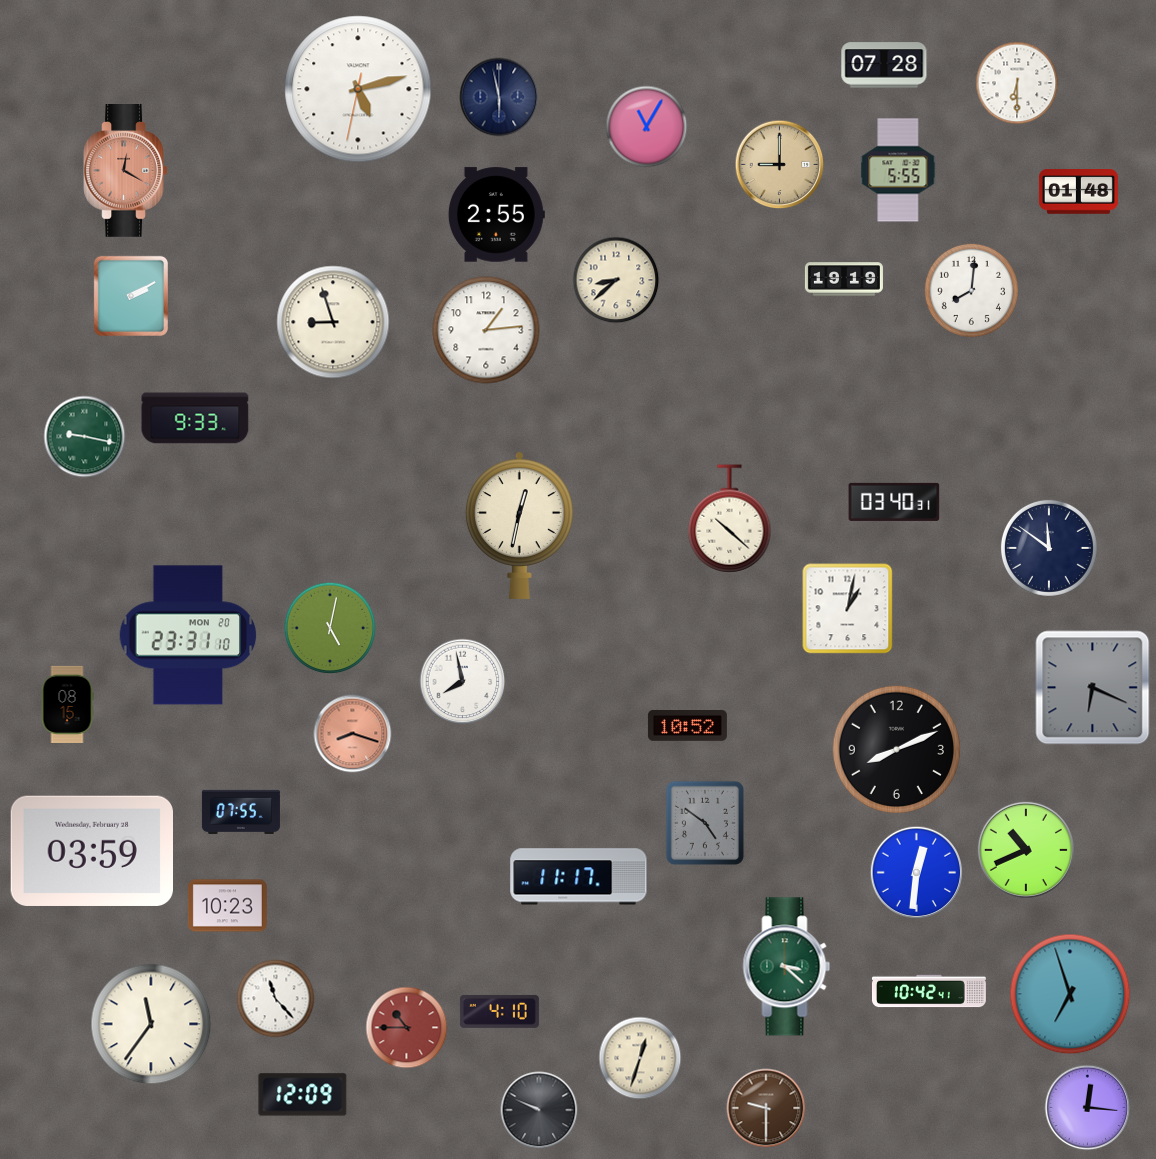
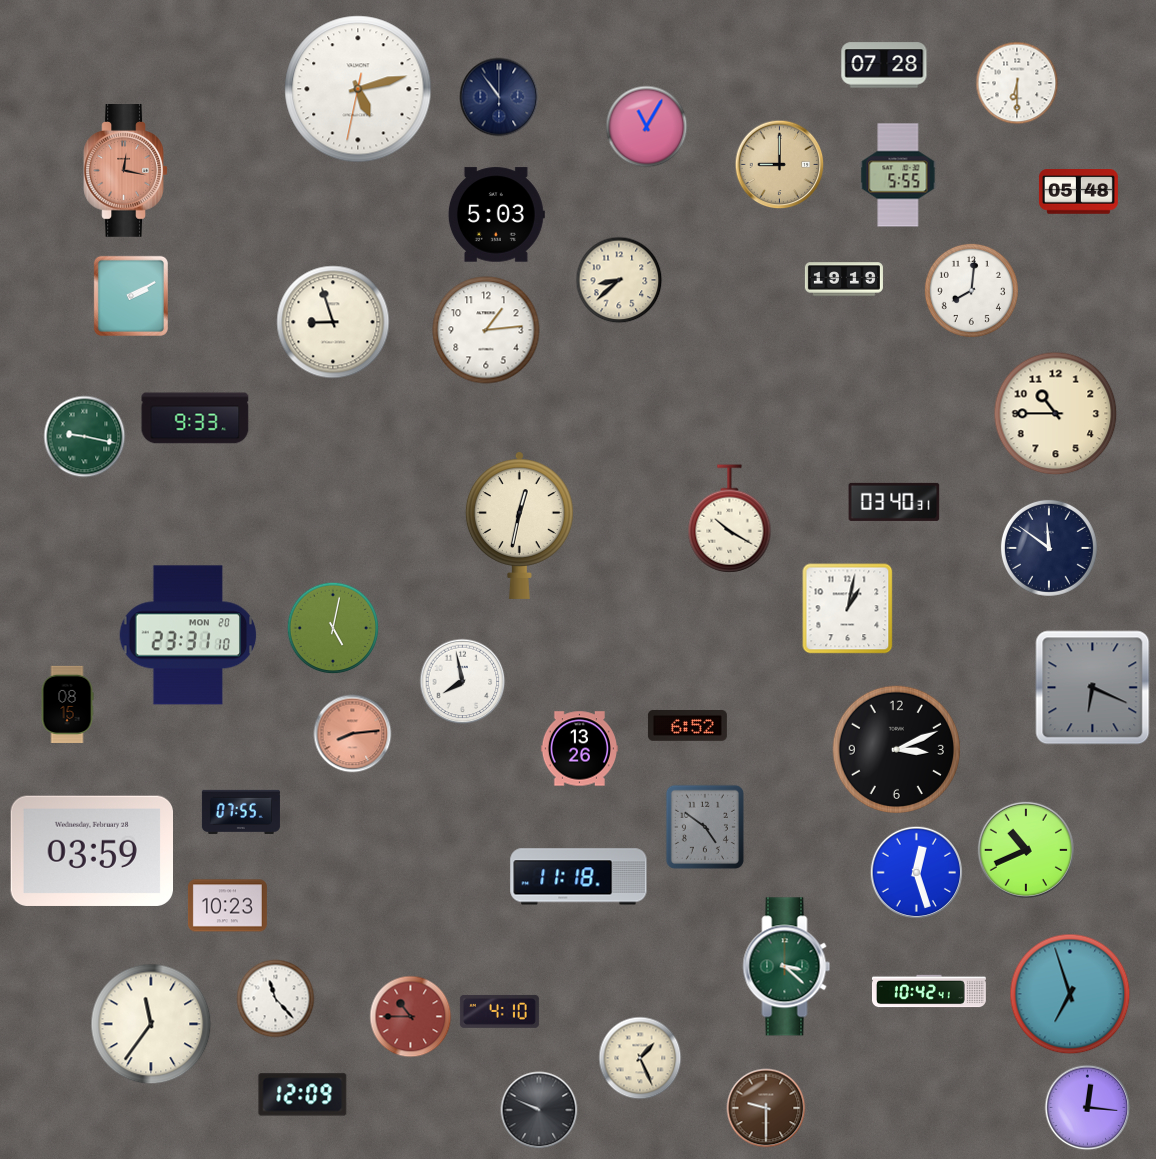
clock at (499, 97): 5:58 -> 10:54
clock at (898, 170) position: (898, 170) -> (898, 175)
clock at (126, 171): 12:20 -> 12:17
clock at (1078, 192): 01:48 -> 05:48
clock at (496, 215): 2:55 -> 5:03
clock at (616, 280) position: (616, 280) -> (619, 280)
clock at (1056, 414): none -> 10:45
clock at (730, 519): 10:22 -> 10:20
clock at (329, 628) position: (329, 628) -> (332, 628)
clock at (687, 726): 10:52 -> 6:52
clock at (353, 734): 8:18 -> 8:14
clock at (579, 749): none -> 13:26
clock at (896, 749): 8:11 -> 3:11
clock at (705, 823) position: (705, 823) -> (705, 827)
clock at (917, 873): 12:31 -> 12:27
clock at (579, 877): 11:17 -> 11:18
clock at (407, 1028) position: (407, 1028) -> (411, 1017)
clock at (640, 1058): 12:33 -> 1:26
